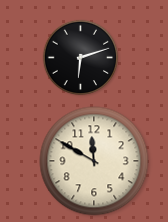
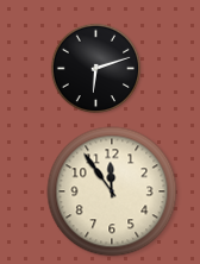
clock at (94, 161): 11:50 -> 11:54
